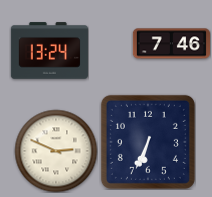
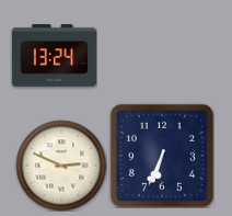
clock at (171, 44): 7:46 -> none
